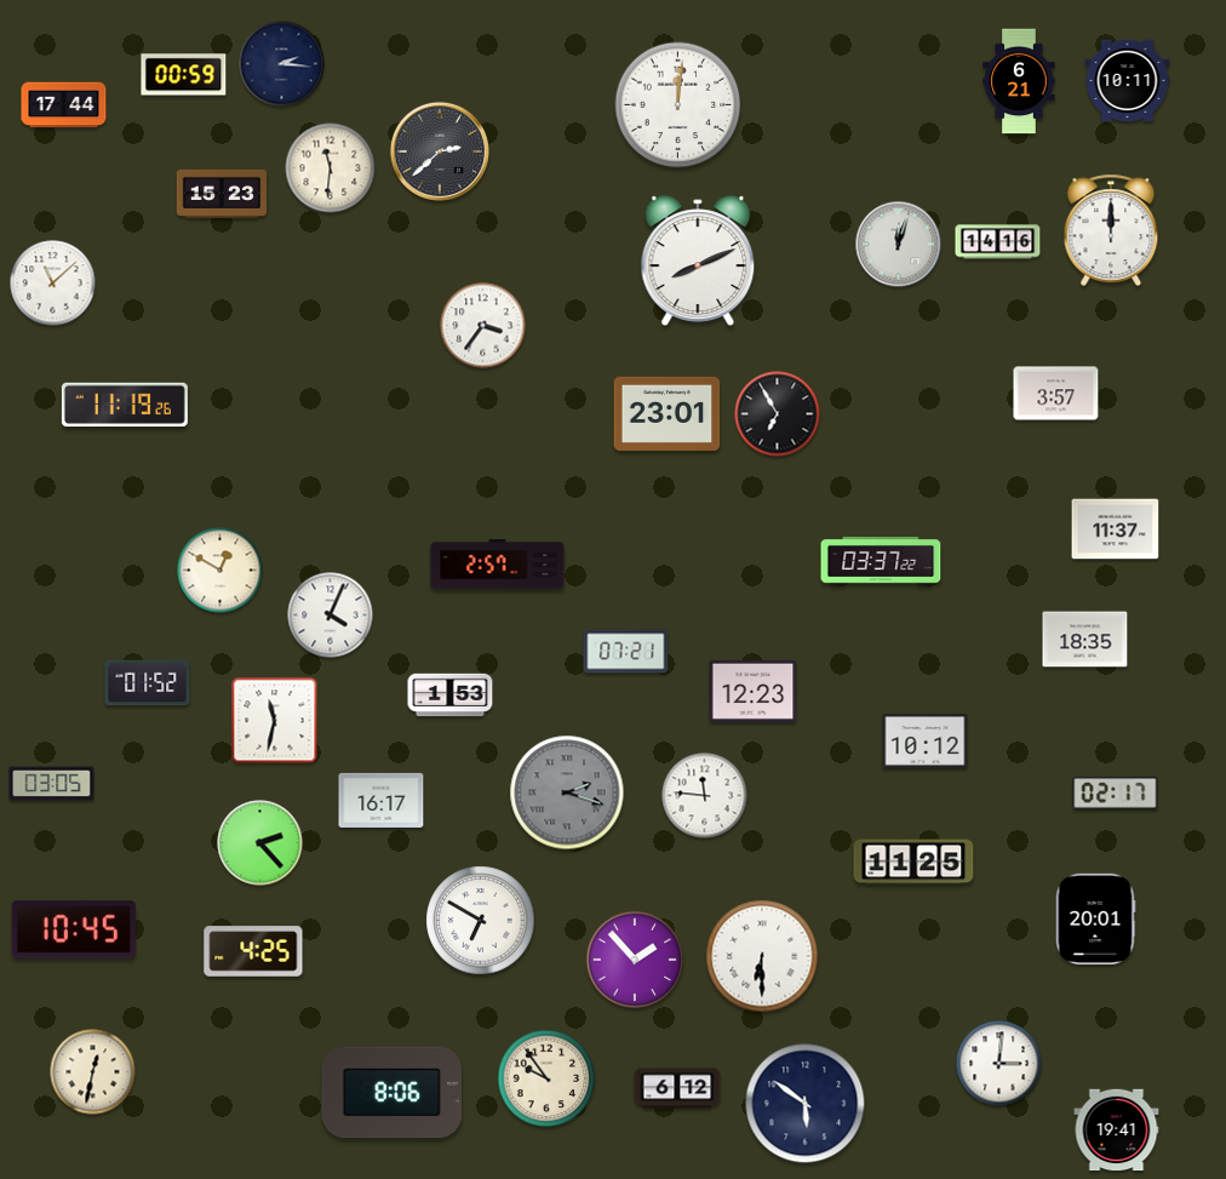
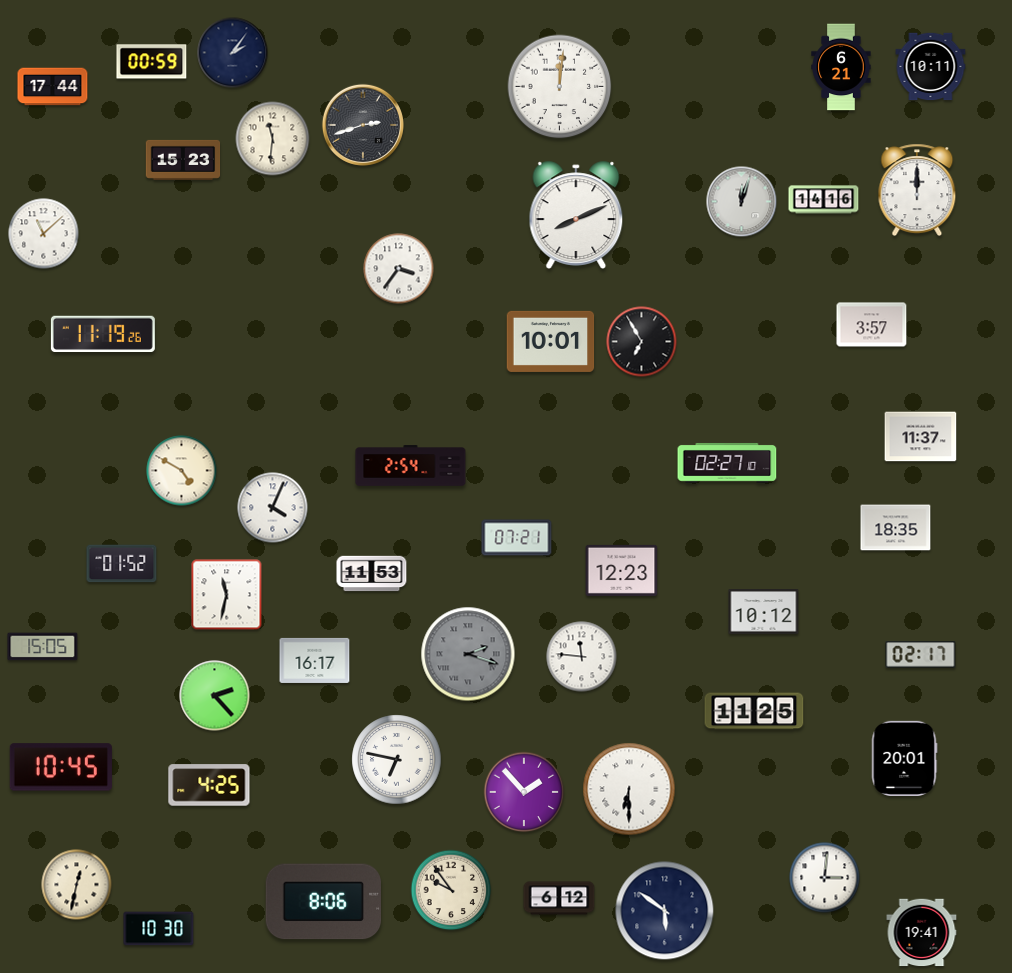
clock at (282, 64): 2:16 -> 2:06
clock at (440, 151): 2:38 -> 2:42
clock at (668, 413): 23:01 -> 10:01
clock at (881, 561): 03:37 -> 02:27
clock at (498, 565): 2:57 -> 2:54
clock at (220, 571): 12:50 -> 4:50
clock at (451, 696): 1:53 -> 11:53
clock at (52, 784): 03:05 -> 15:05
clock at (481, 921): 6:50 -> 6:47
clock at (159, 929): none -> 10:30
